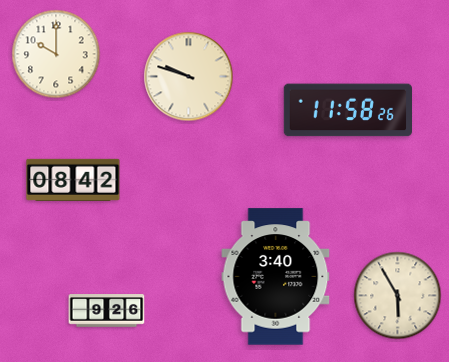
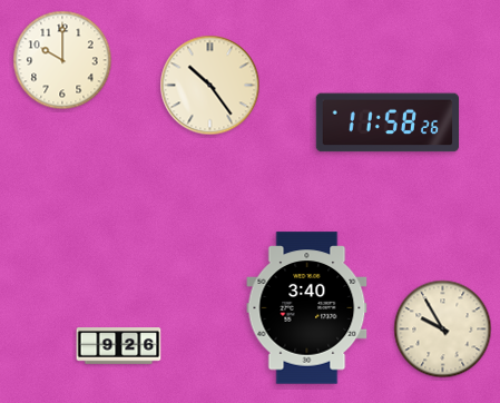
clock at (189, 77): 9:48 -> 10:24
clock at (73, 180): 08:42 -> none
clock at (398, 296): 5:55 -> 9:55
